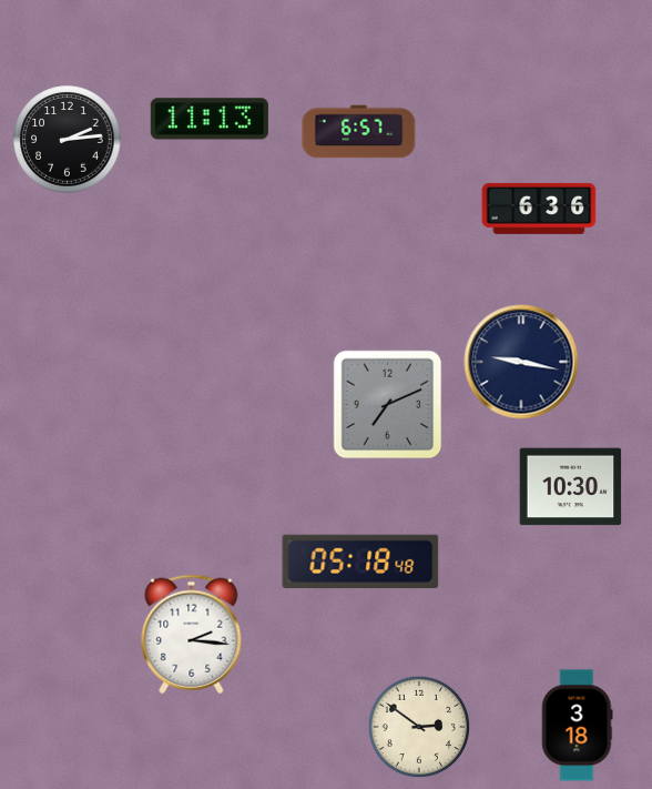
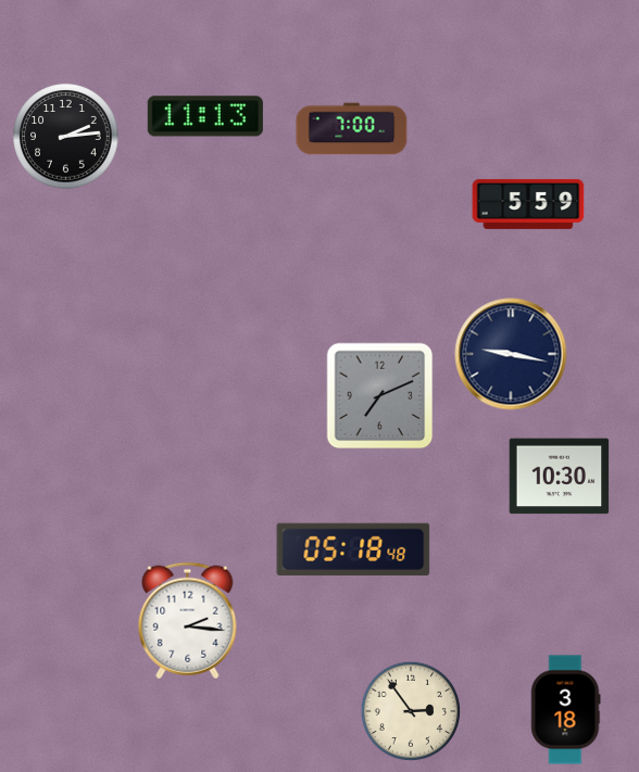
clock at (359, 132): 6:57 -> 7:00
clock at (539, 209): 6:36 -> 5:59
clock at (418, 726): 2:51 -> 2:54
